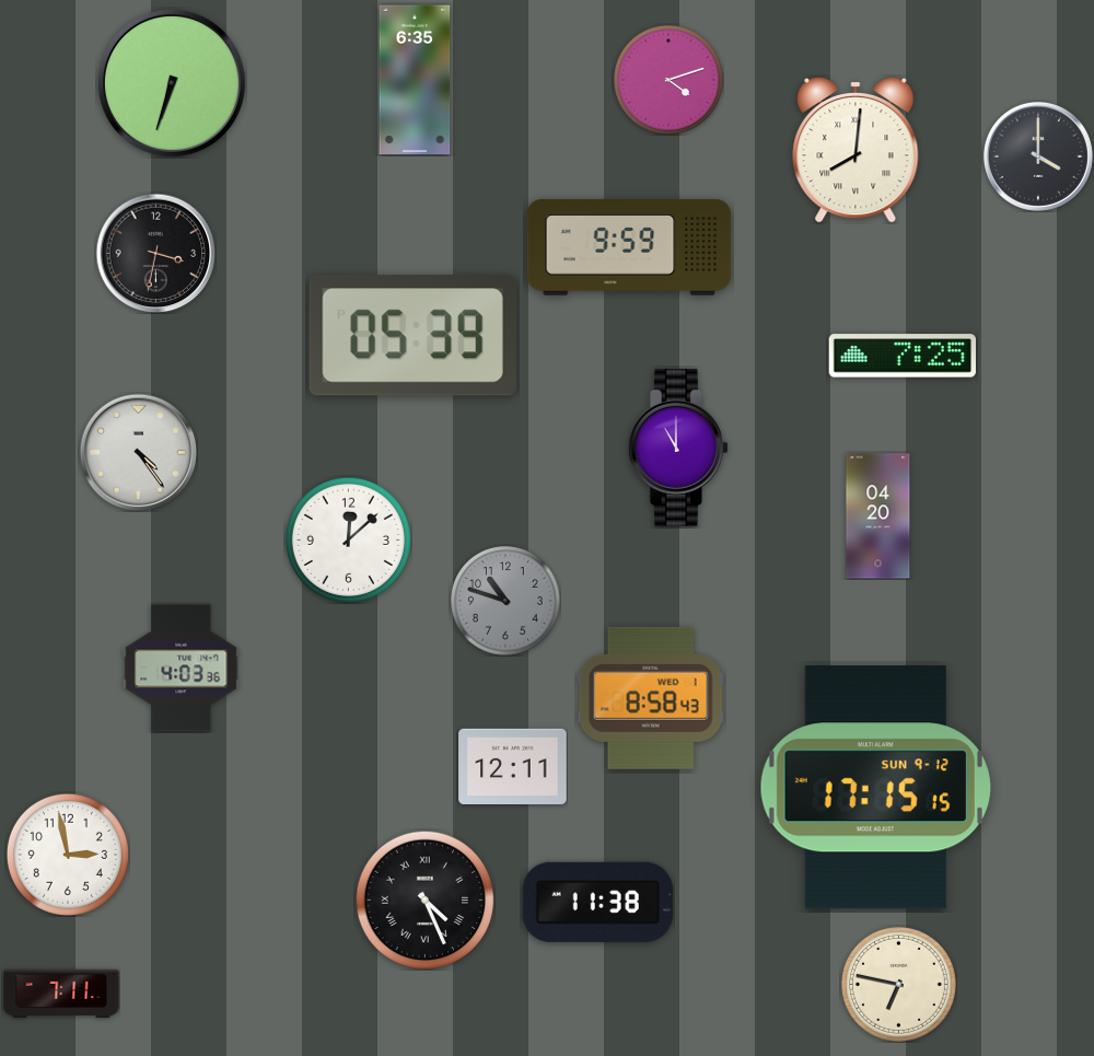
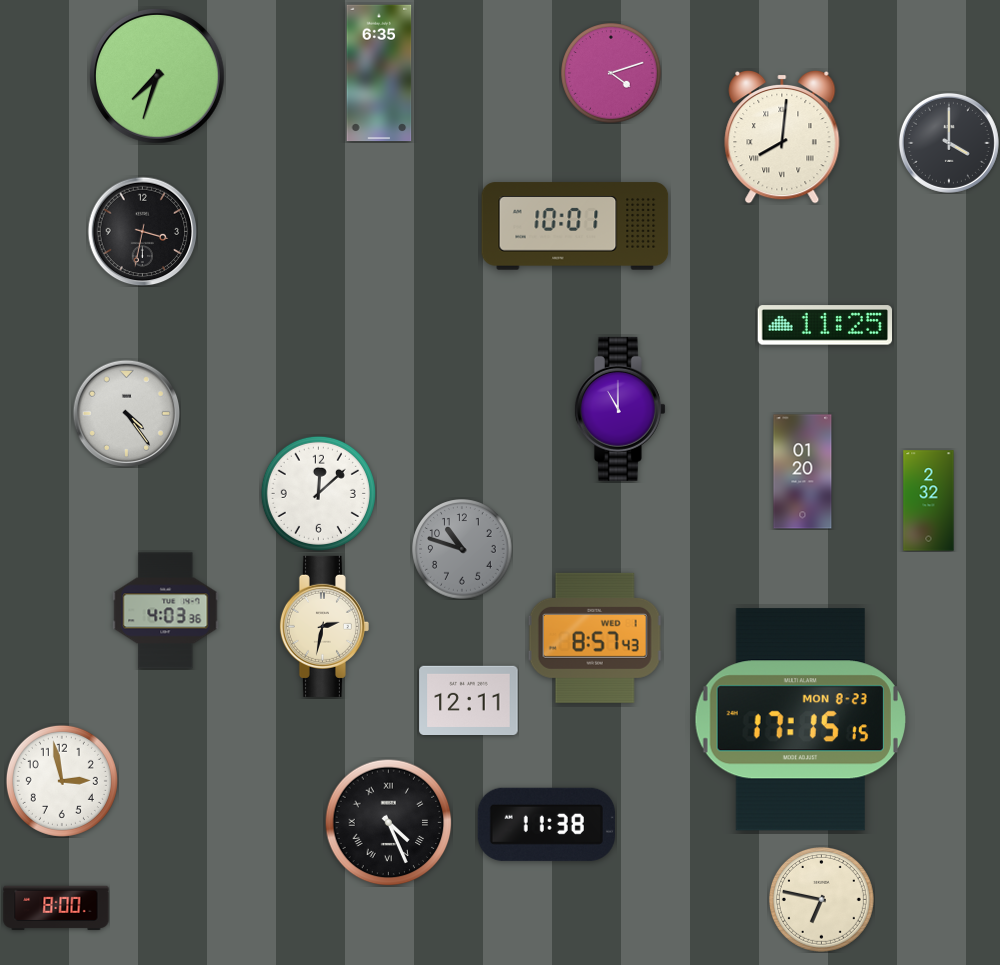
clock at (173, 84): 6:33 -> 7:33
clock at (629, 247): 9:59 -> 10:01
clock at (412, 336): 05:39 -> none
clock at (901, 356): 7:25 -> 11:25
clock at (878, 517): 04:20 -> 01:20
clock at (929, 501): none -> 2:32
clock at (324, 626): none -> 2:32
clock at (651, 698): 8:58 -> 8:57
clock at (875, 788) date: SUN 9-12 -> MON 8-23
clock at (61, 994): 7:11 -> 8:00
